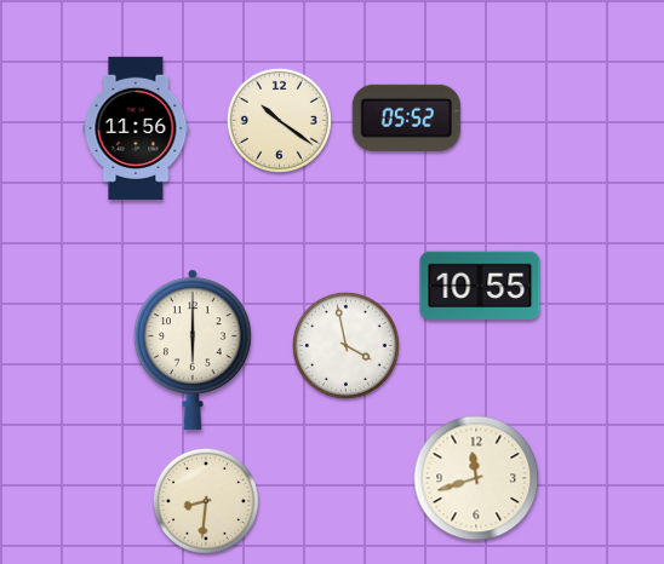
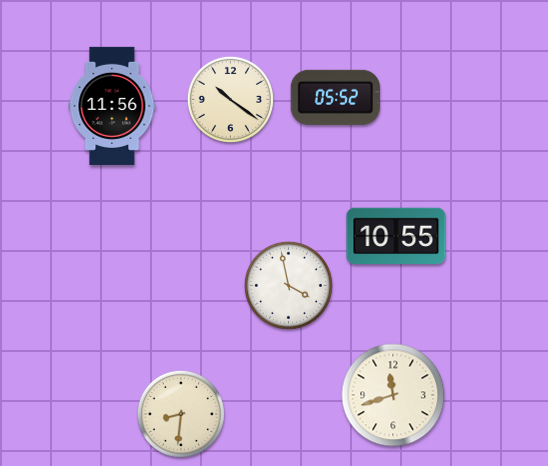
clock at (345, 345) position: (345, 345) -> (288, 285)
clock at (194, 350): 6:00 -> none
clock at (206, 501) position: (206, 501) -> (181, 414)
